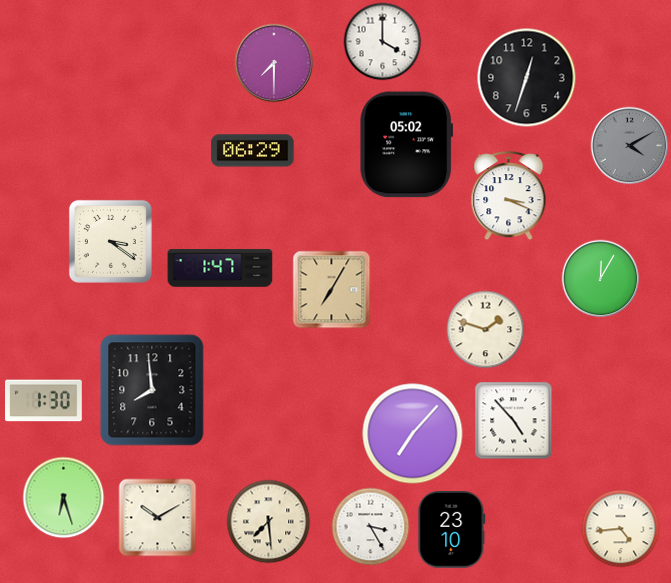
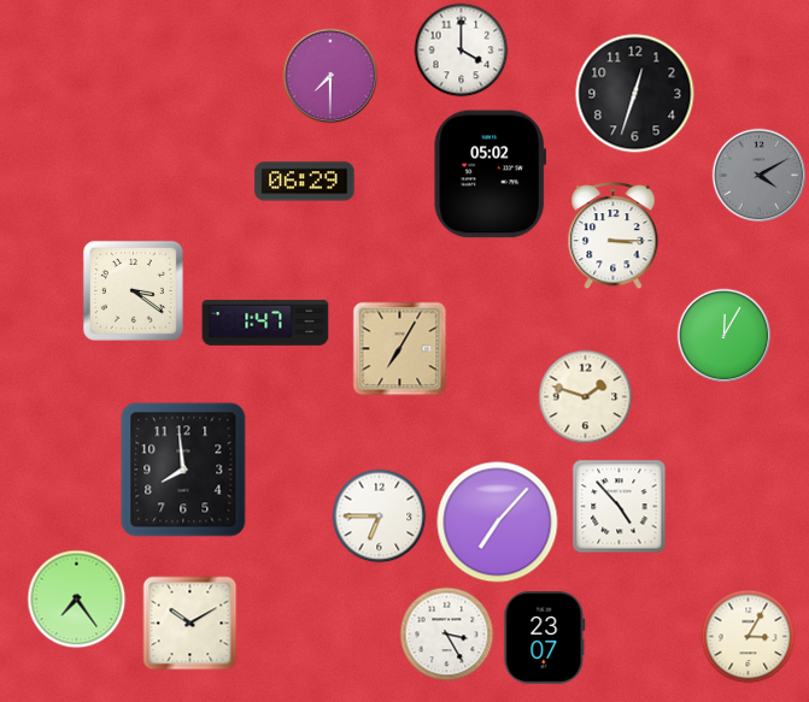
clock at (509, 196): 3:19 -> 3:15
clock at (44, 401): 1:30 -> none
clock at (379, 515): none -> 6:45
clock at (63, 497): 6:27 -> 7:24
clock at (268, 521): 7:29 -> none
clock at (620, 528): 4:44 -> 3:05
clock at (452, 530): 23:10 -> 23:07
